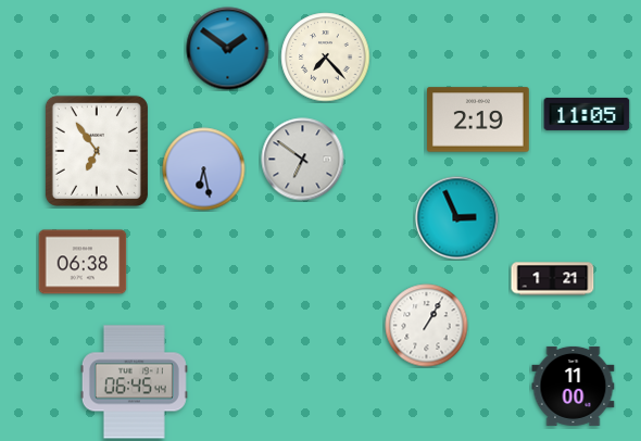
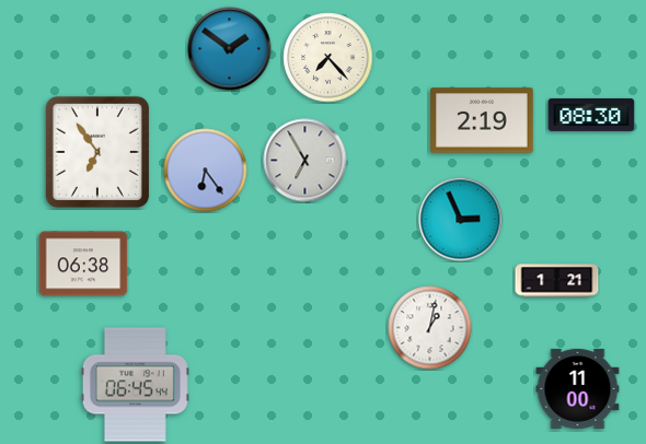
clock at (587, 114): 11:05 -> 08:30
clock at (303, 160): 6:51 -> 6:55
clock at (204, 169): 6:28 -> 6:24
clock at (427, 326): 1:05 -> 1:02
